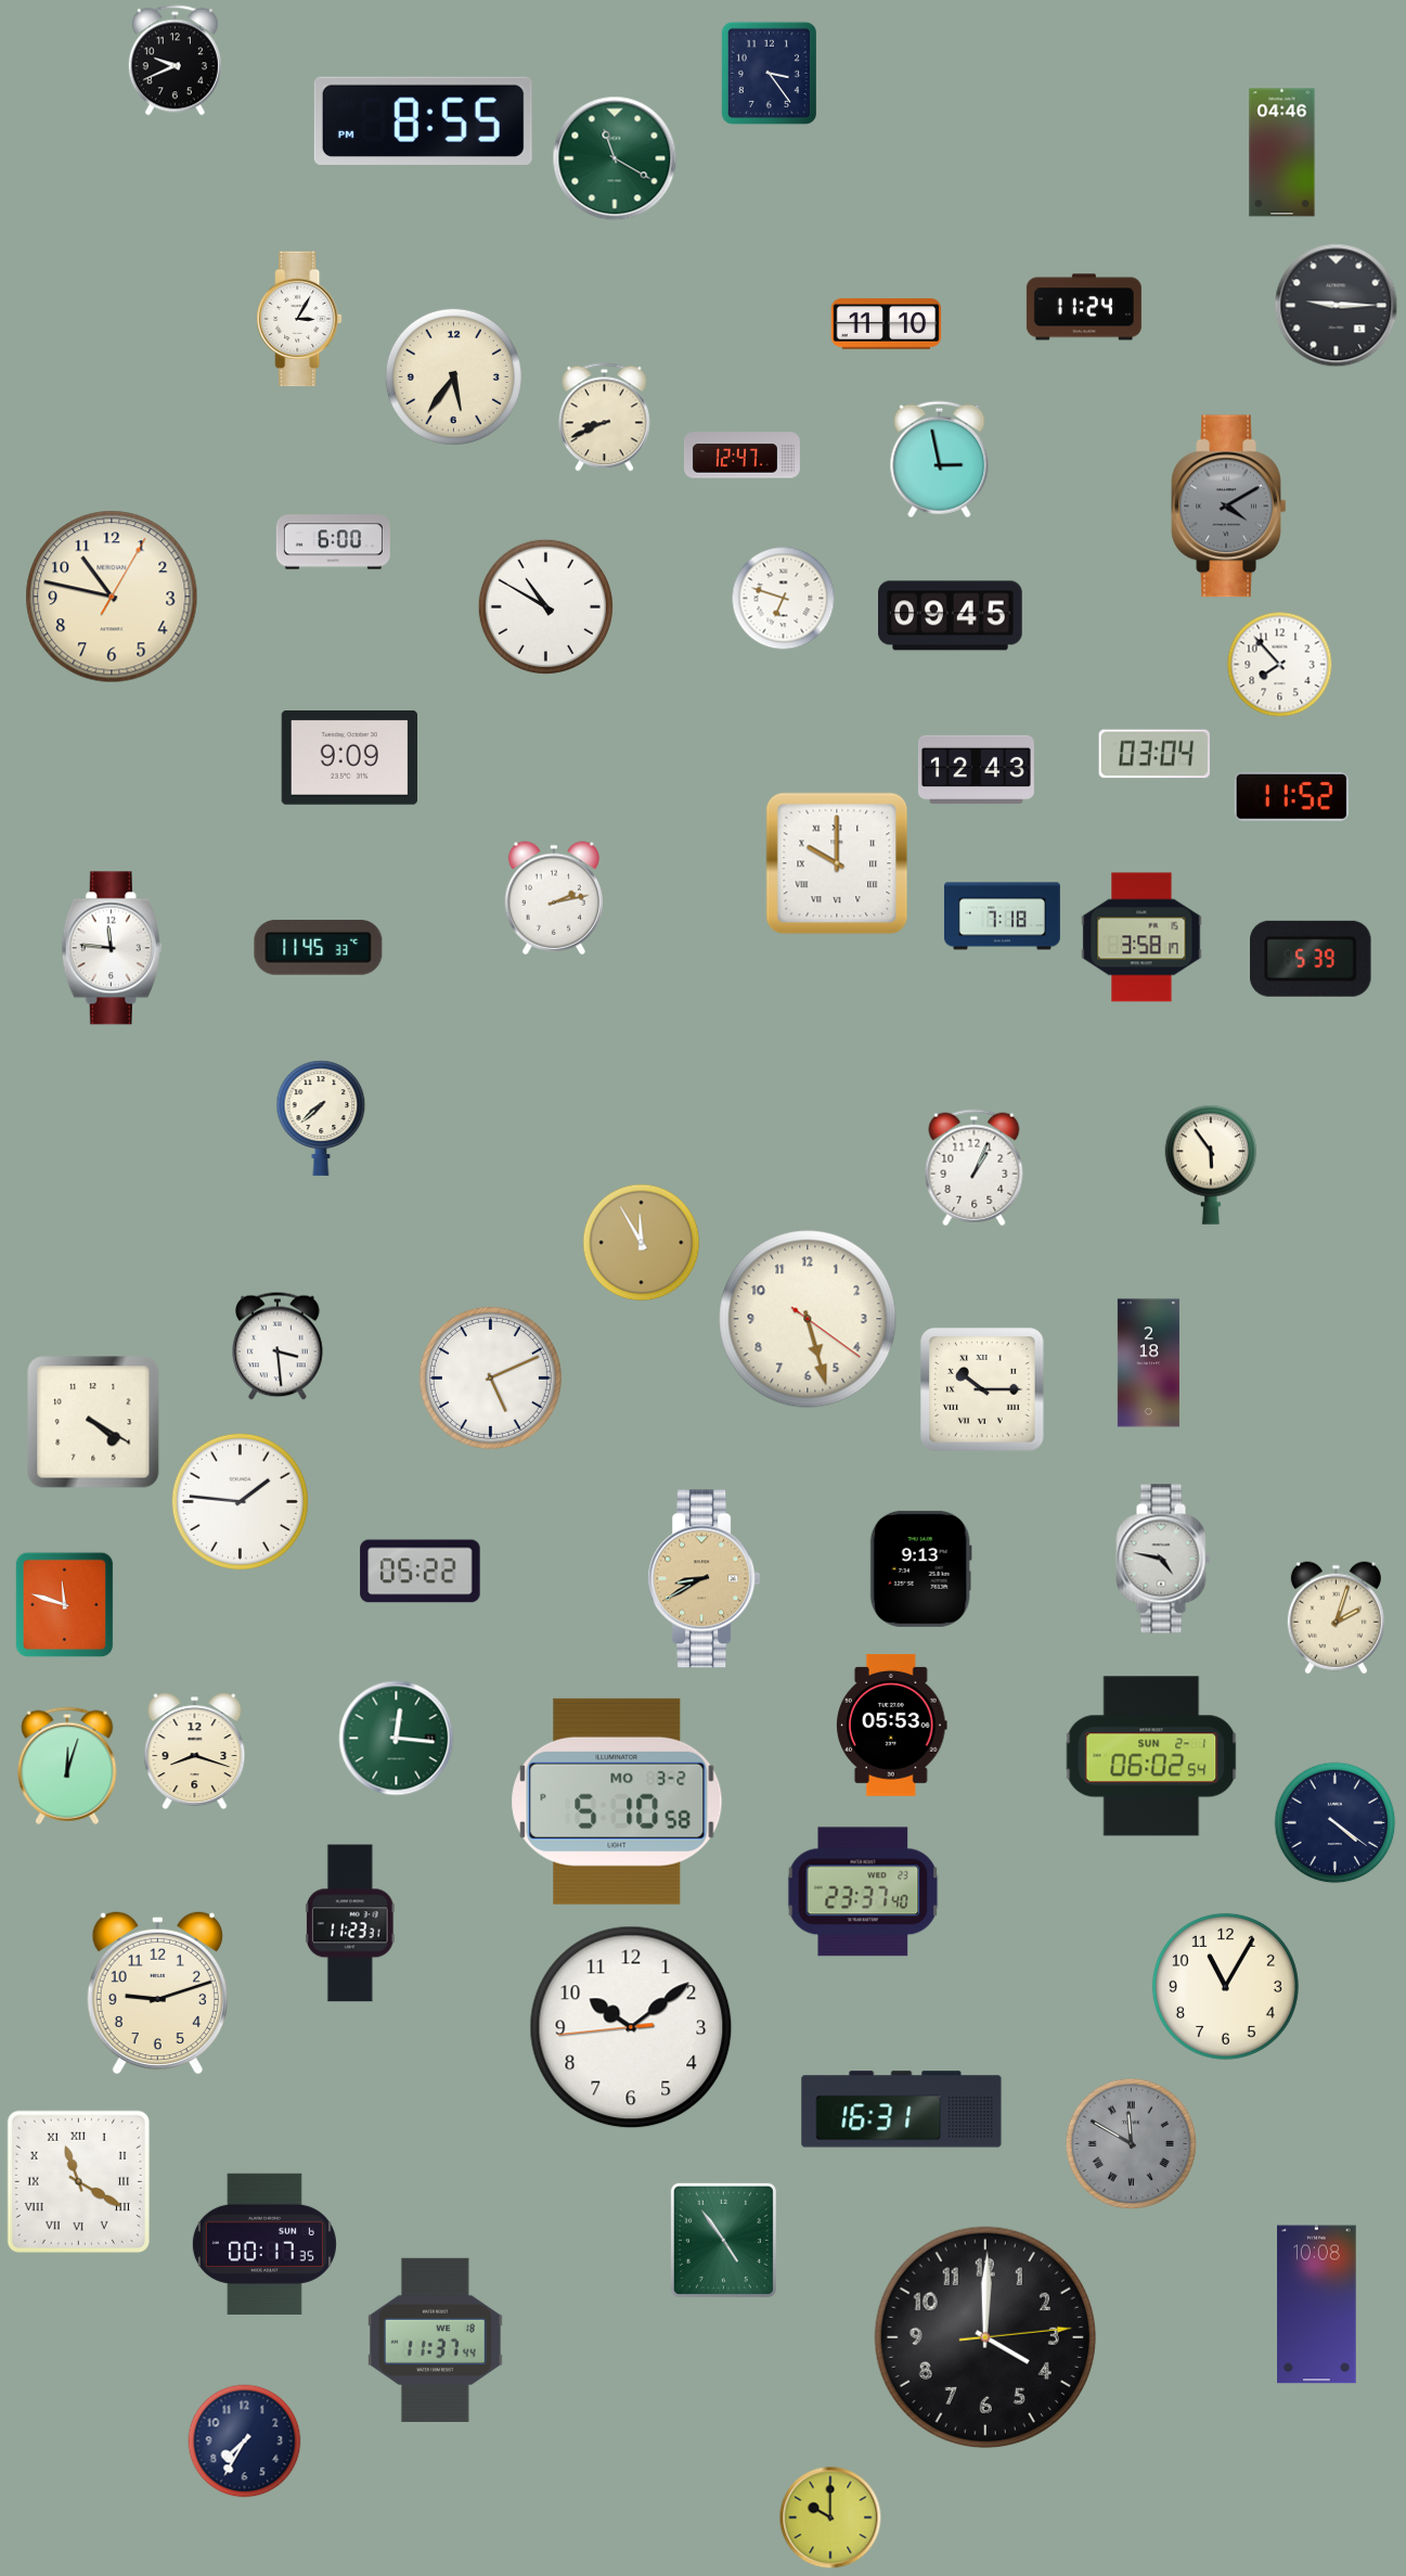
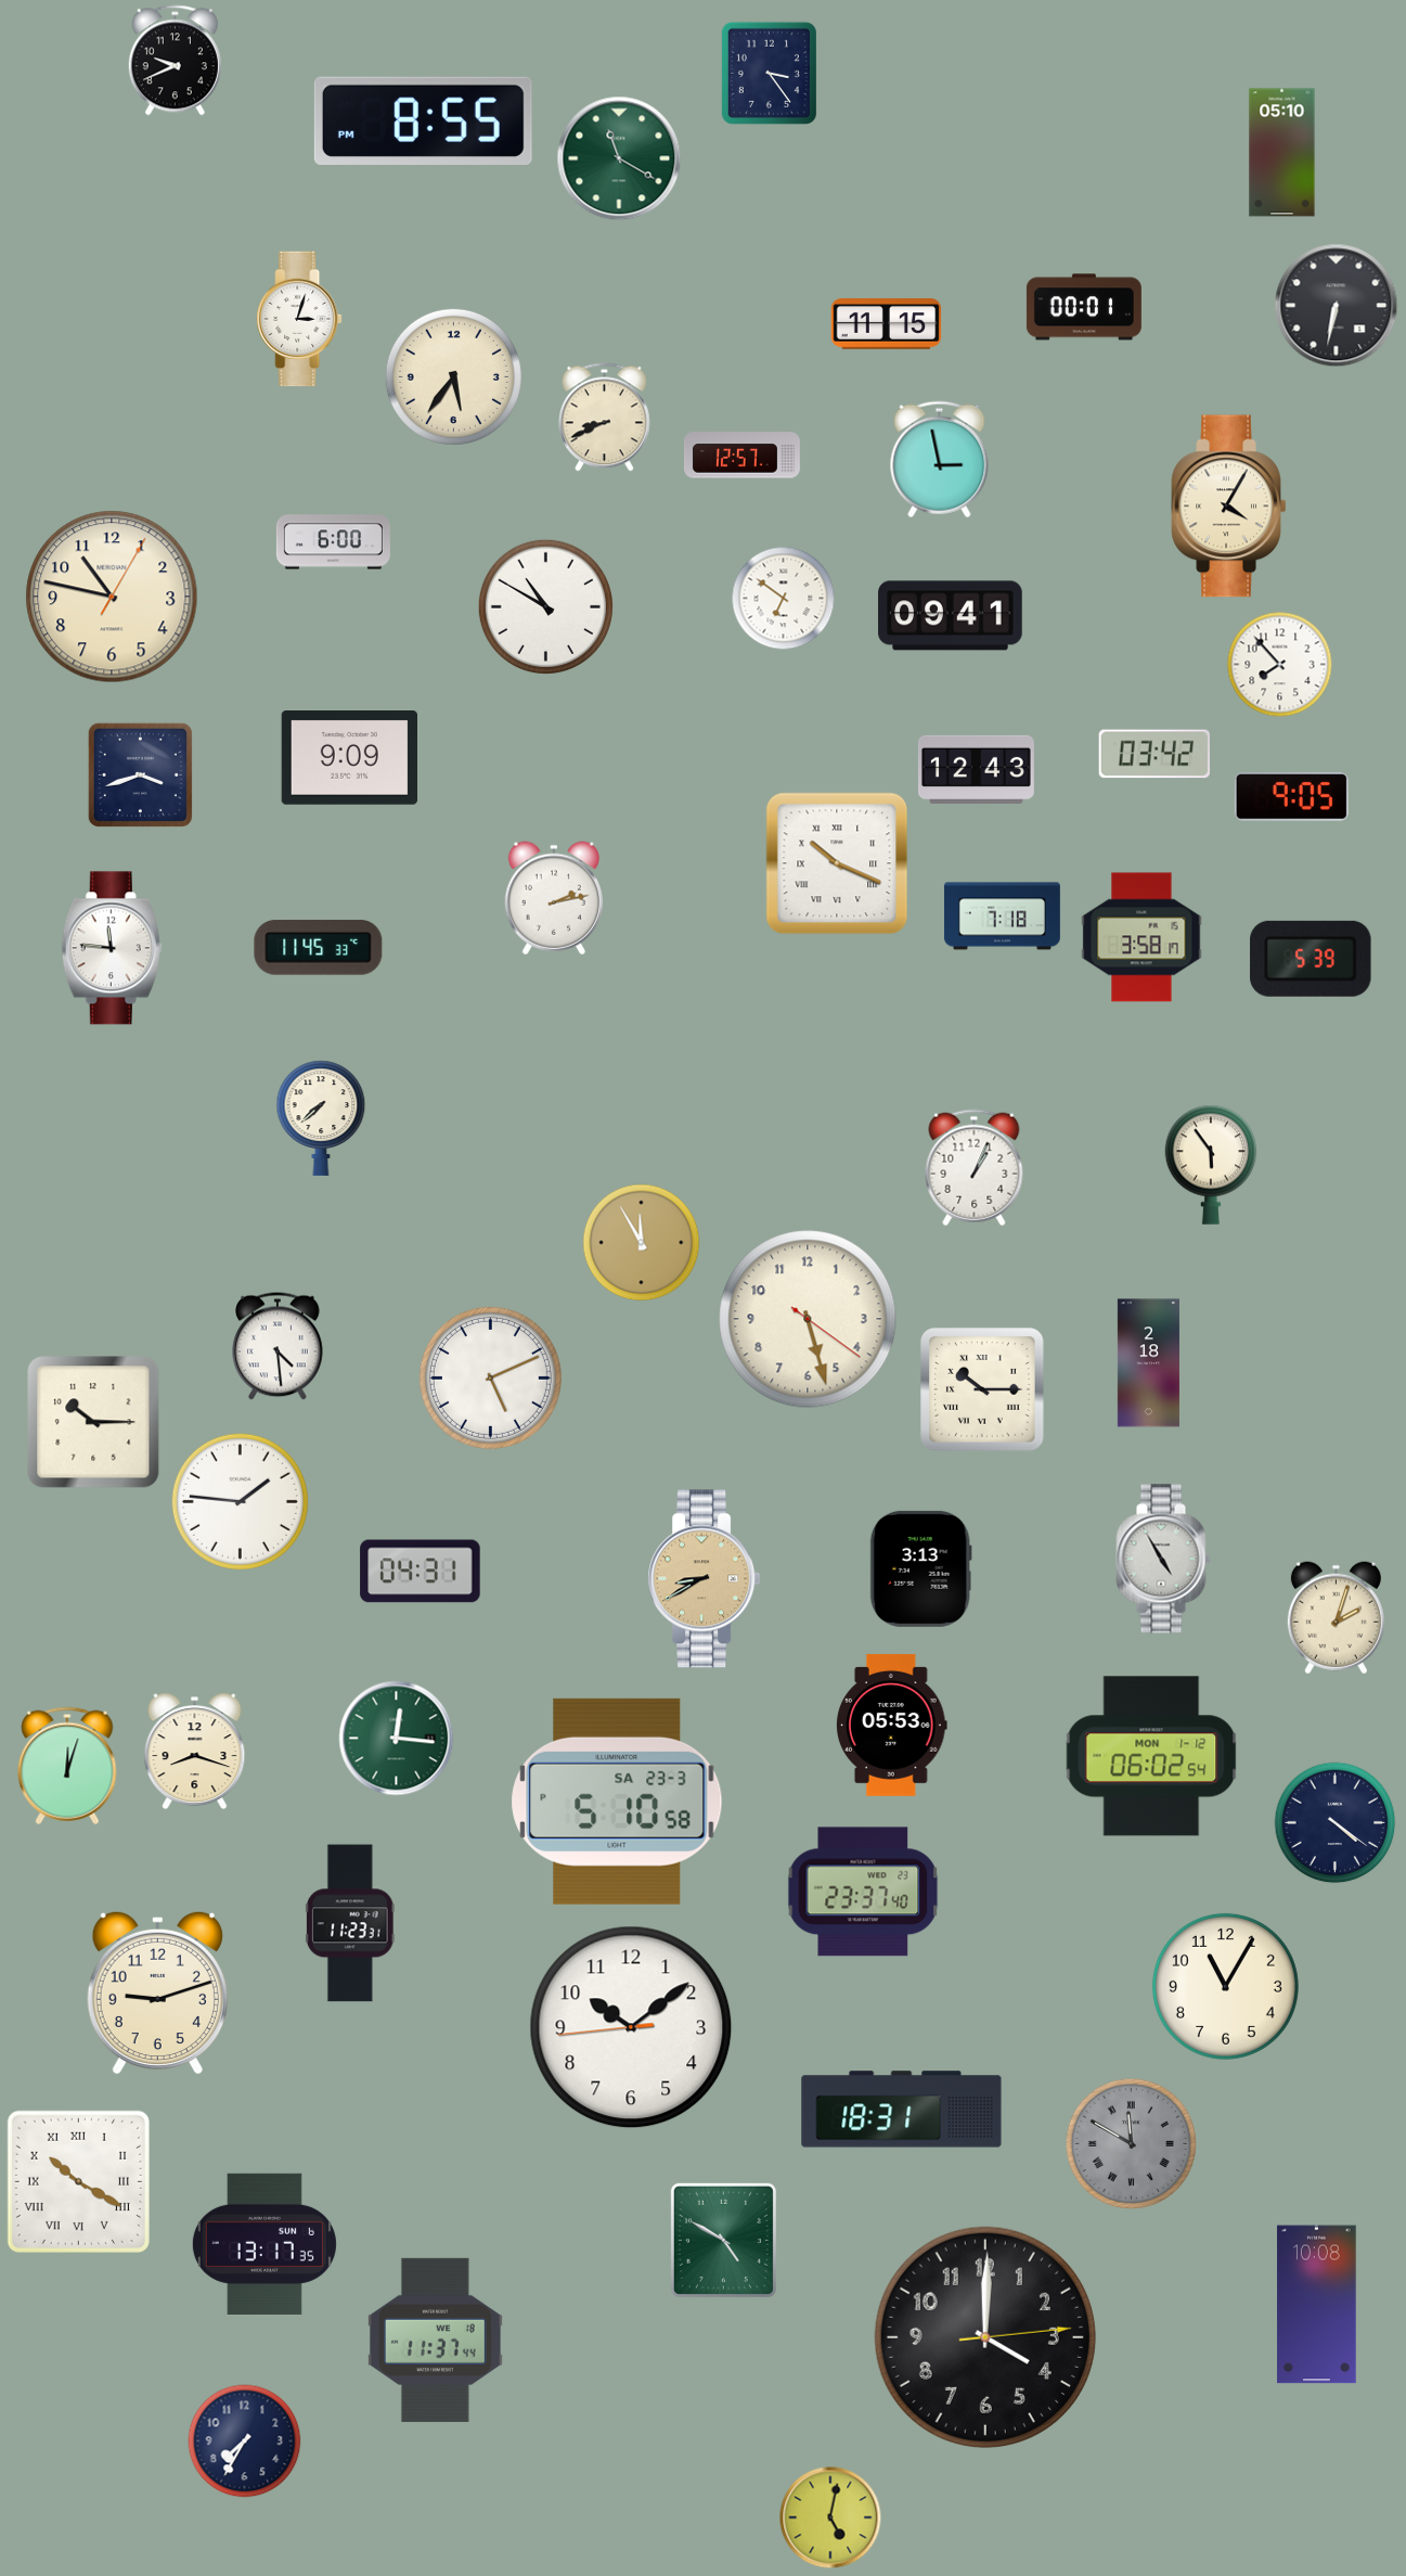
clock at (1282, 153): 04:46 -> 05:10
clock at (615, 158) position: (615, 158) -> (619, 158)
clock at (1337, 306): 9:15 -> 6:32
clock at (1084, 307): 11:24 -> 00:01
clock at (299, 319): 3:05 -> 3:03
clock at (887, 324): 11:10 -> 11:15
clock at (741, 456): 12:47 -> 12:57
clock at (1229, 507): 4:10 -> 4:05
clock at (1229, 507) dial: grey -> cream
clock at (784, 599): 6:48 -> 6:51
clock at (951, 616): 09:45 -> 09:41
clock at (1155, 754): 03:04 -> 03:42
clock at (140, 774): none -> 3:42
clock at (1291, 796): 11:52 -> 9:05
clock at (837, 863): 10:00 -> 10:19
clock at (278, 1346): 3:29 -> 4:29
clock at (93, 1422): 4:20 -> 10:15
clock at (1163, 1559): 4:47 -> 4:55
clock at (920, 1568): 9:13 -> 3:13
clock at (421, 1572): 05:22 -> 04:31
clock at (65, 1605): 11:48 -> none
clock at (1151, 1756) date: SUN 2-1 -> MON 1-12
clock at (617, 1802) date: MO 3-2 -> SA 23-3
clock at (902, 2110): 16:31 -> 18:31
clock at (78, 2181): 11:20 -> 10:20
clock at (723, 2240): 4:54 -> 4:50
clock at (265, 2244): 00:17 -> 13:17
clock at (830, 2517): 10:00 -> 5:02
